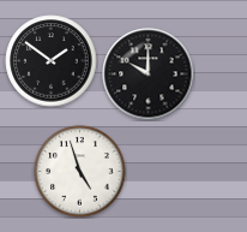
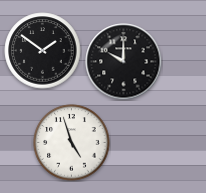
clock at (80, 172) position: (80, 172) -> (72, 143)
